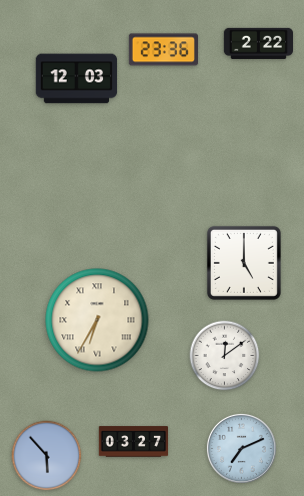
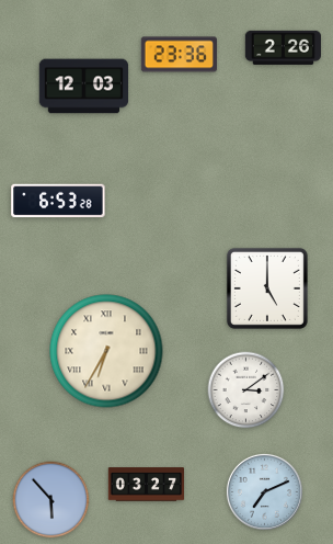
clock at (258, 43): 2:22 -> 2:26
clock at (58, 201): none -> 6:53
clock at (225, 356): 12:09 -> 3:09
